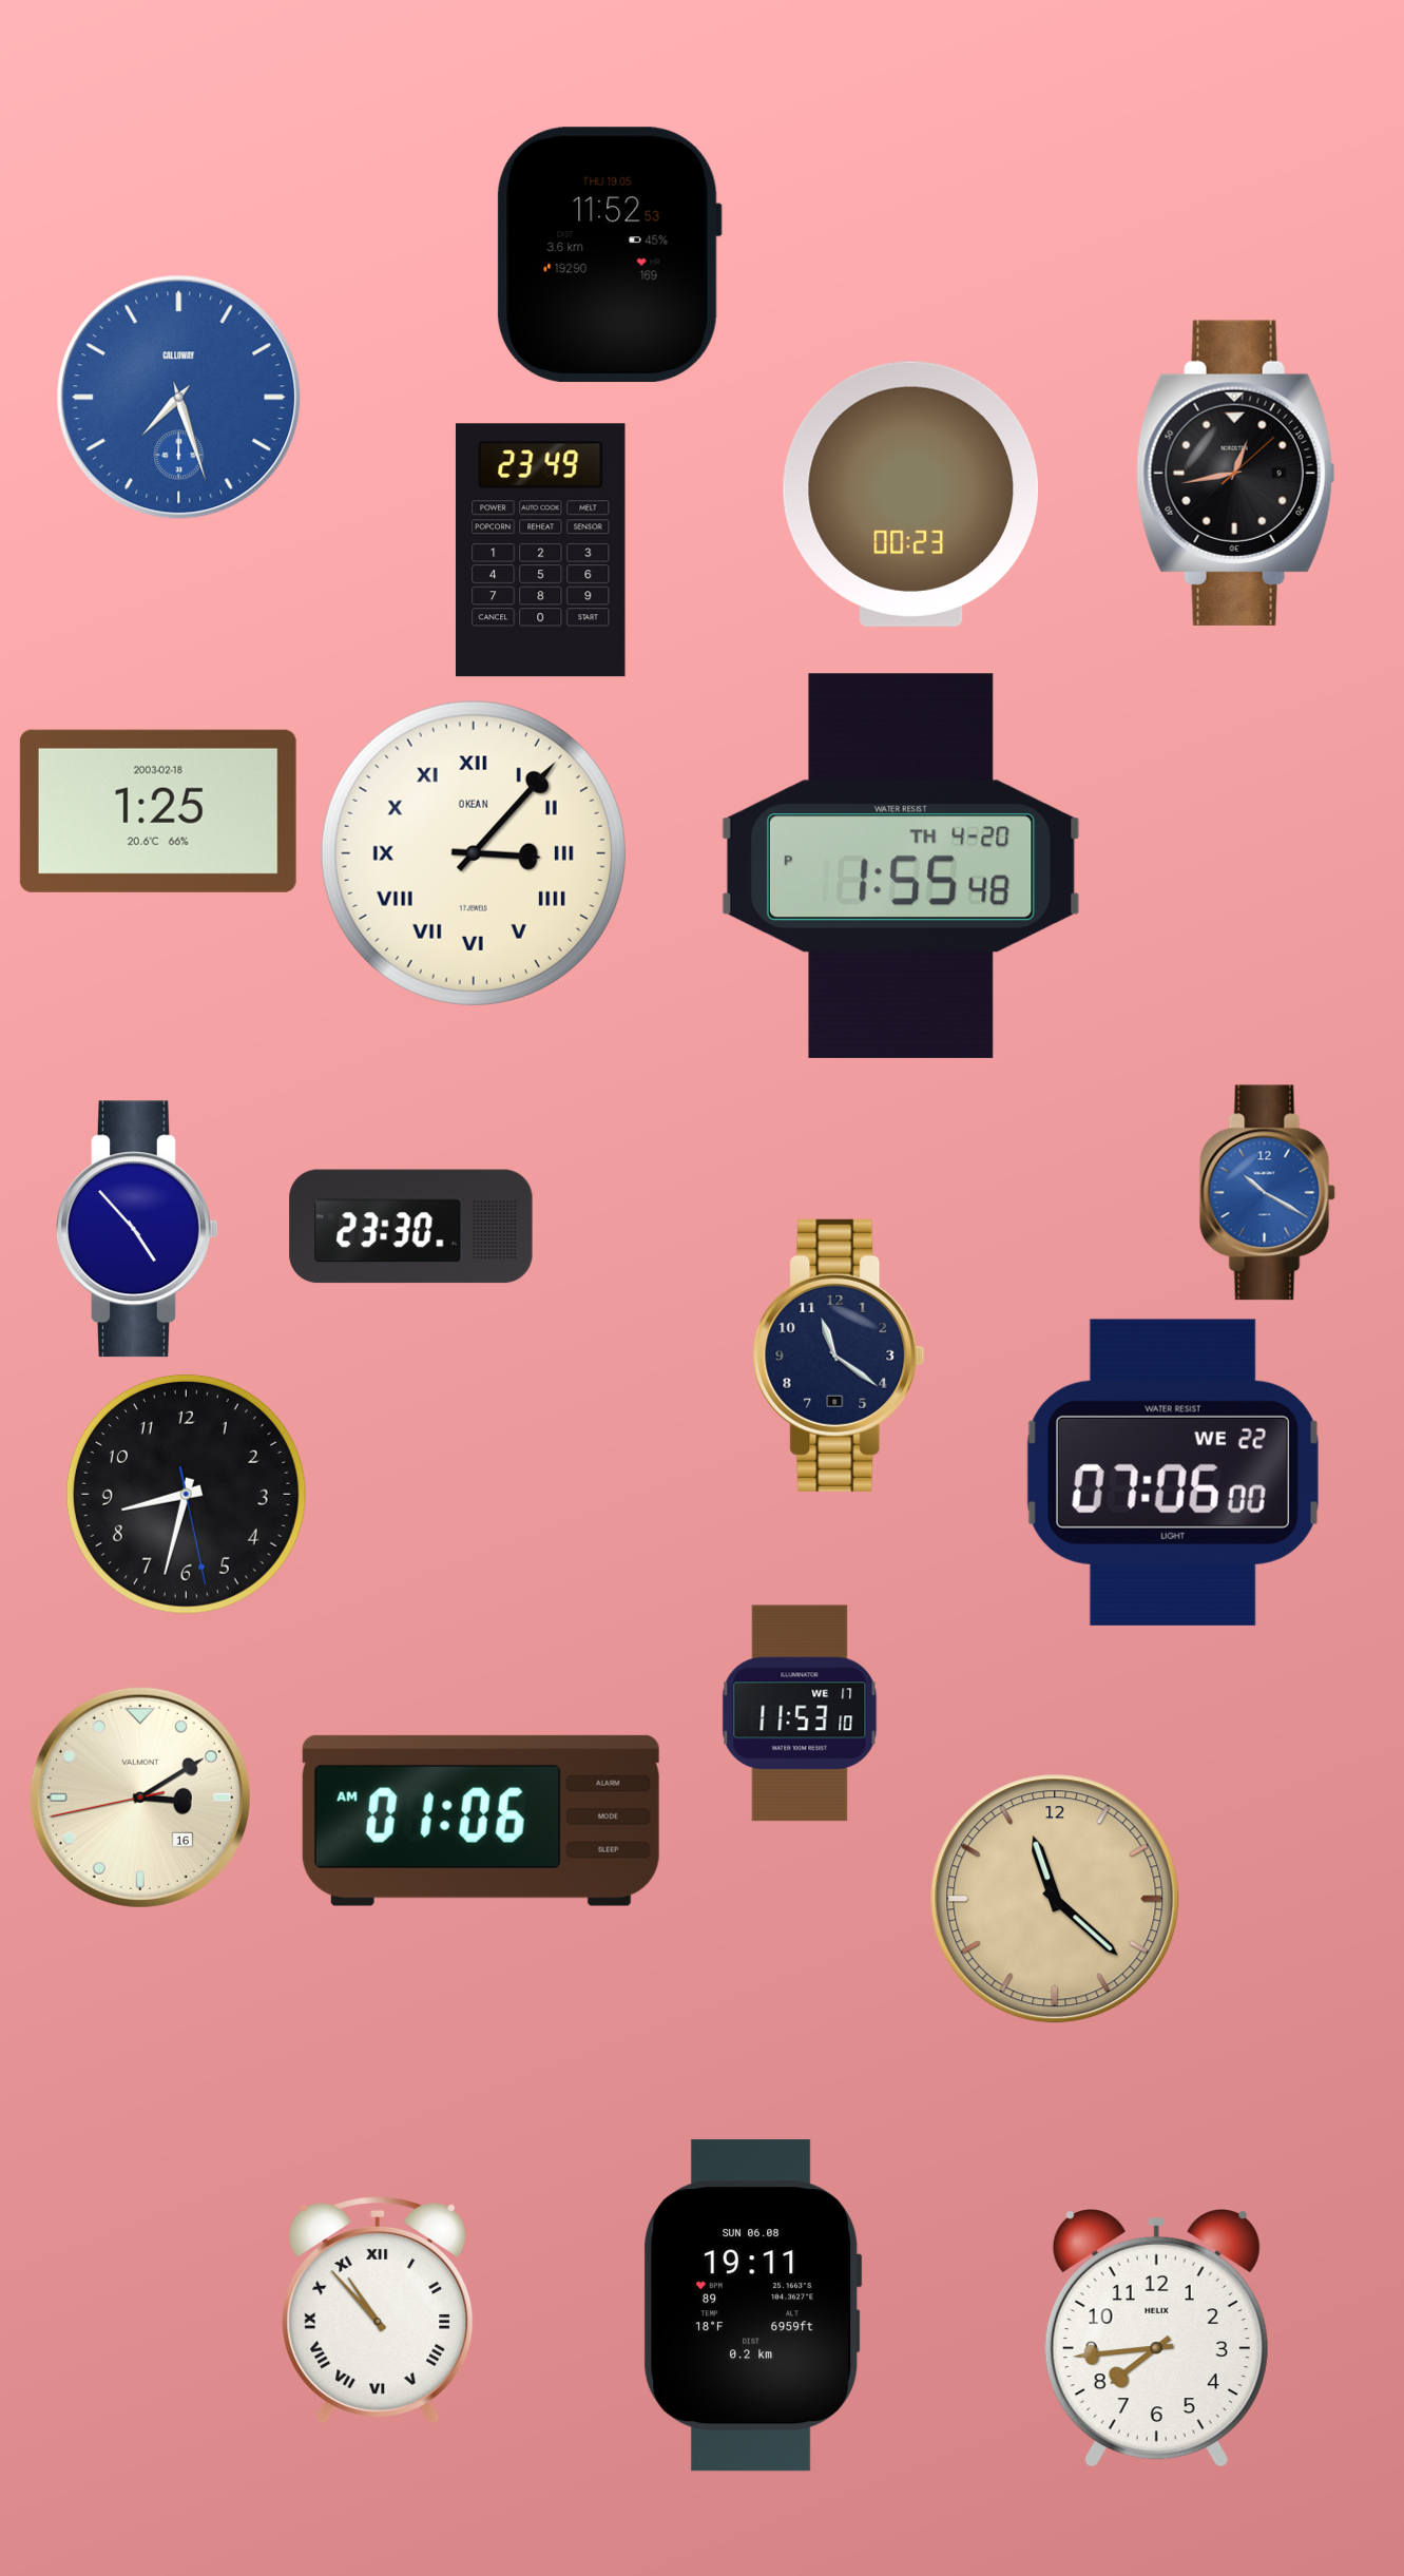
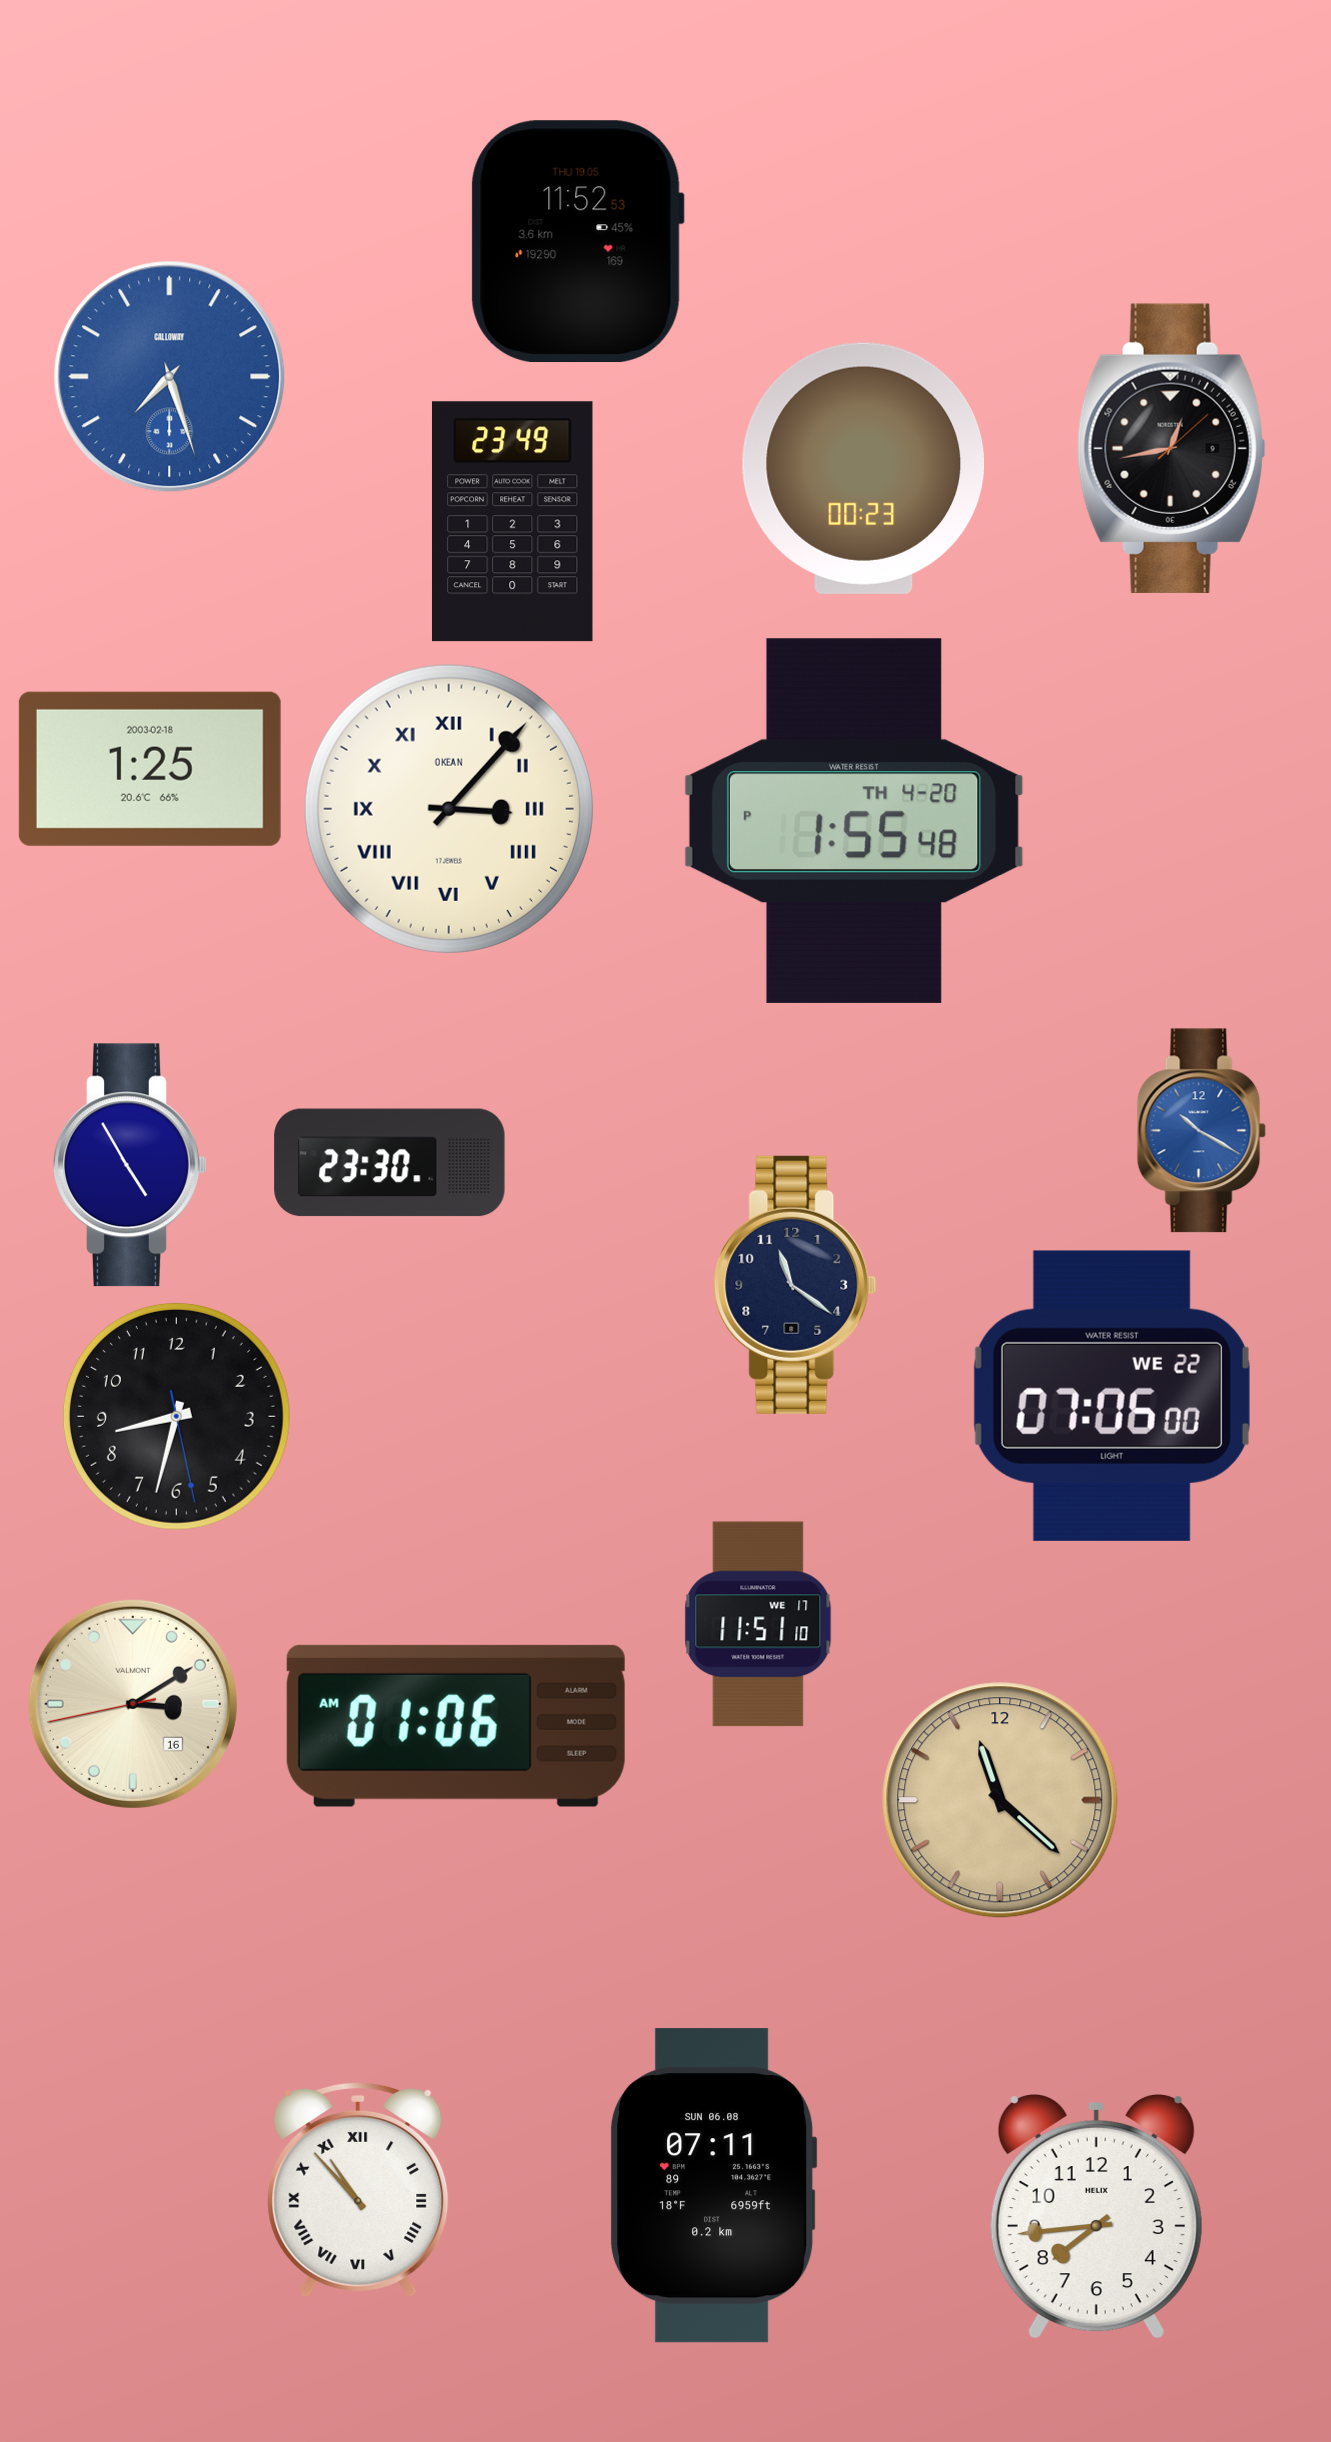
clock at (137, 1229): 4:53 -> 4:55
clock at (800, 1713): 11:53 -> 11:51
clock at (753, 2306): 19:11 -> 07:11
